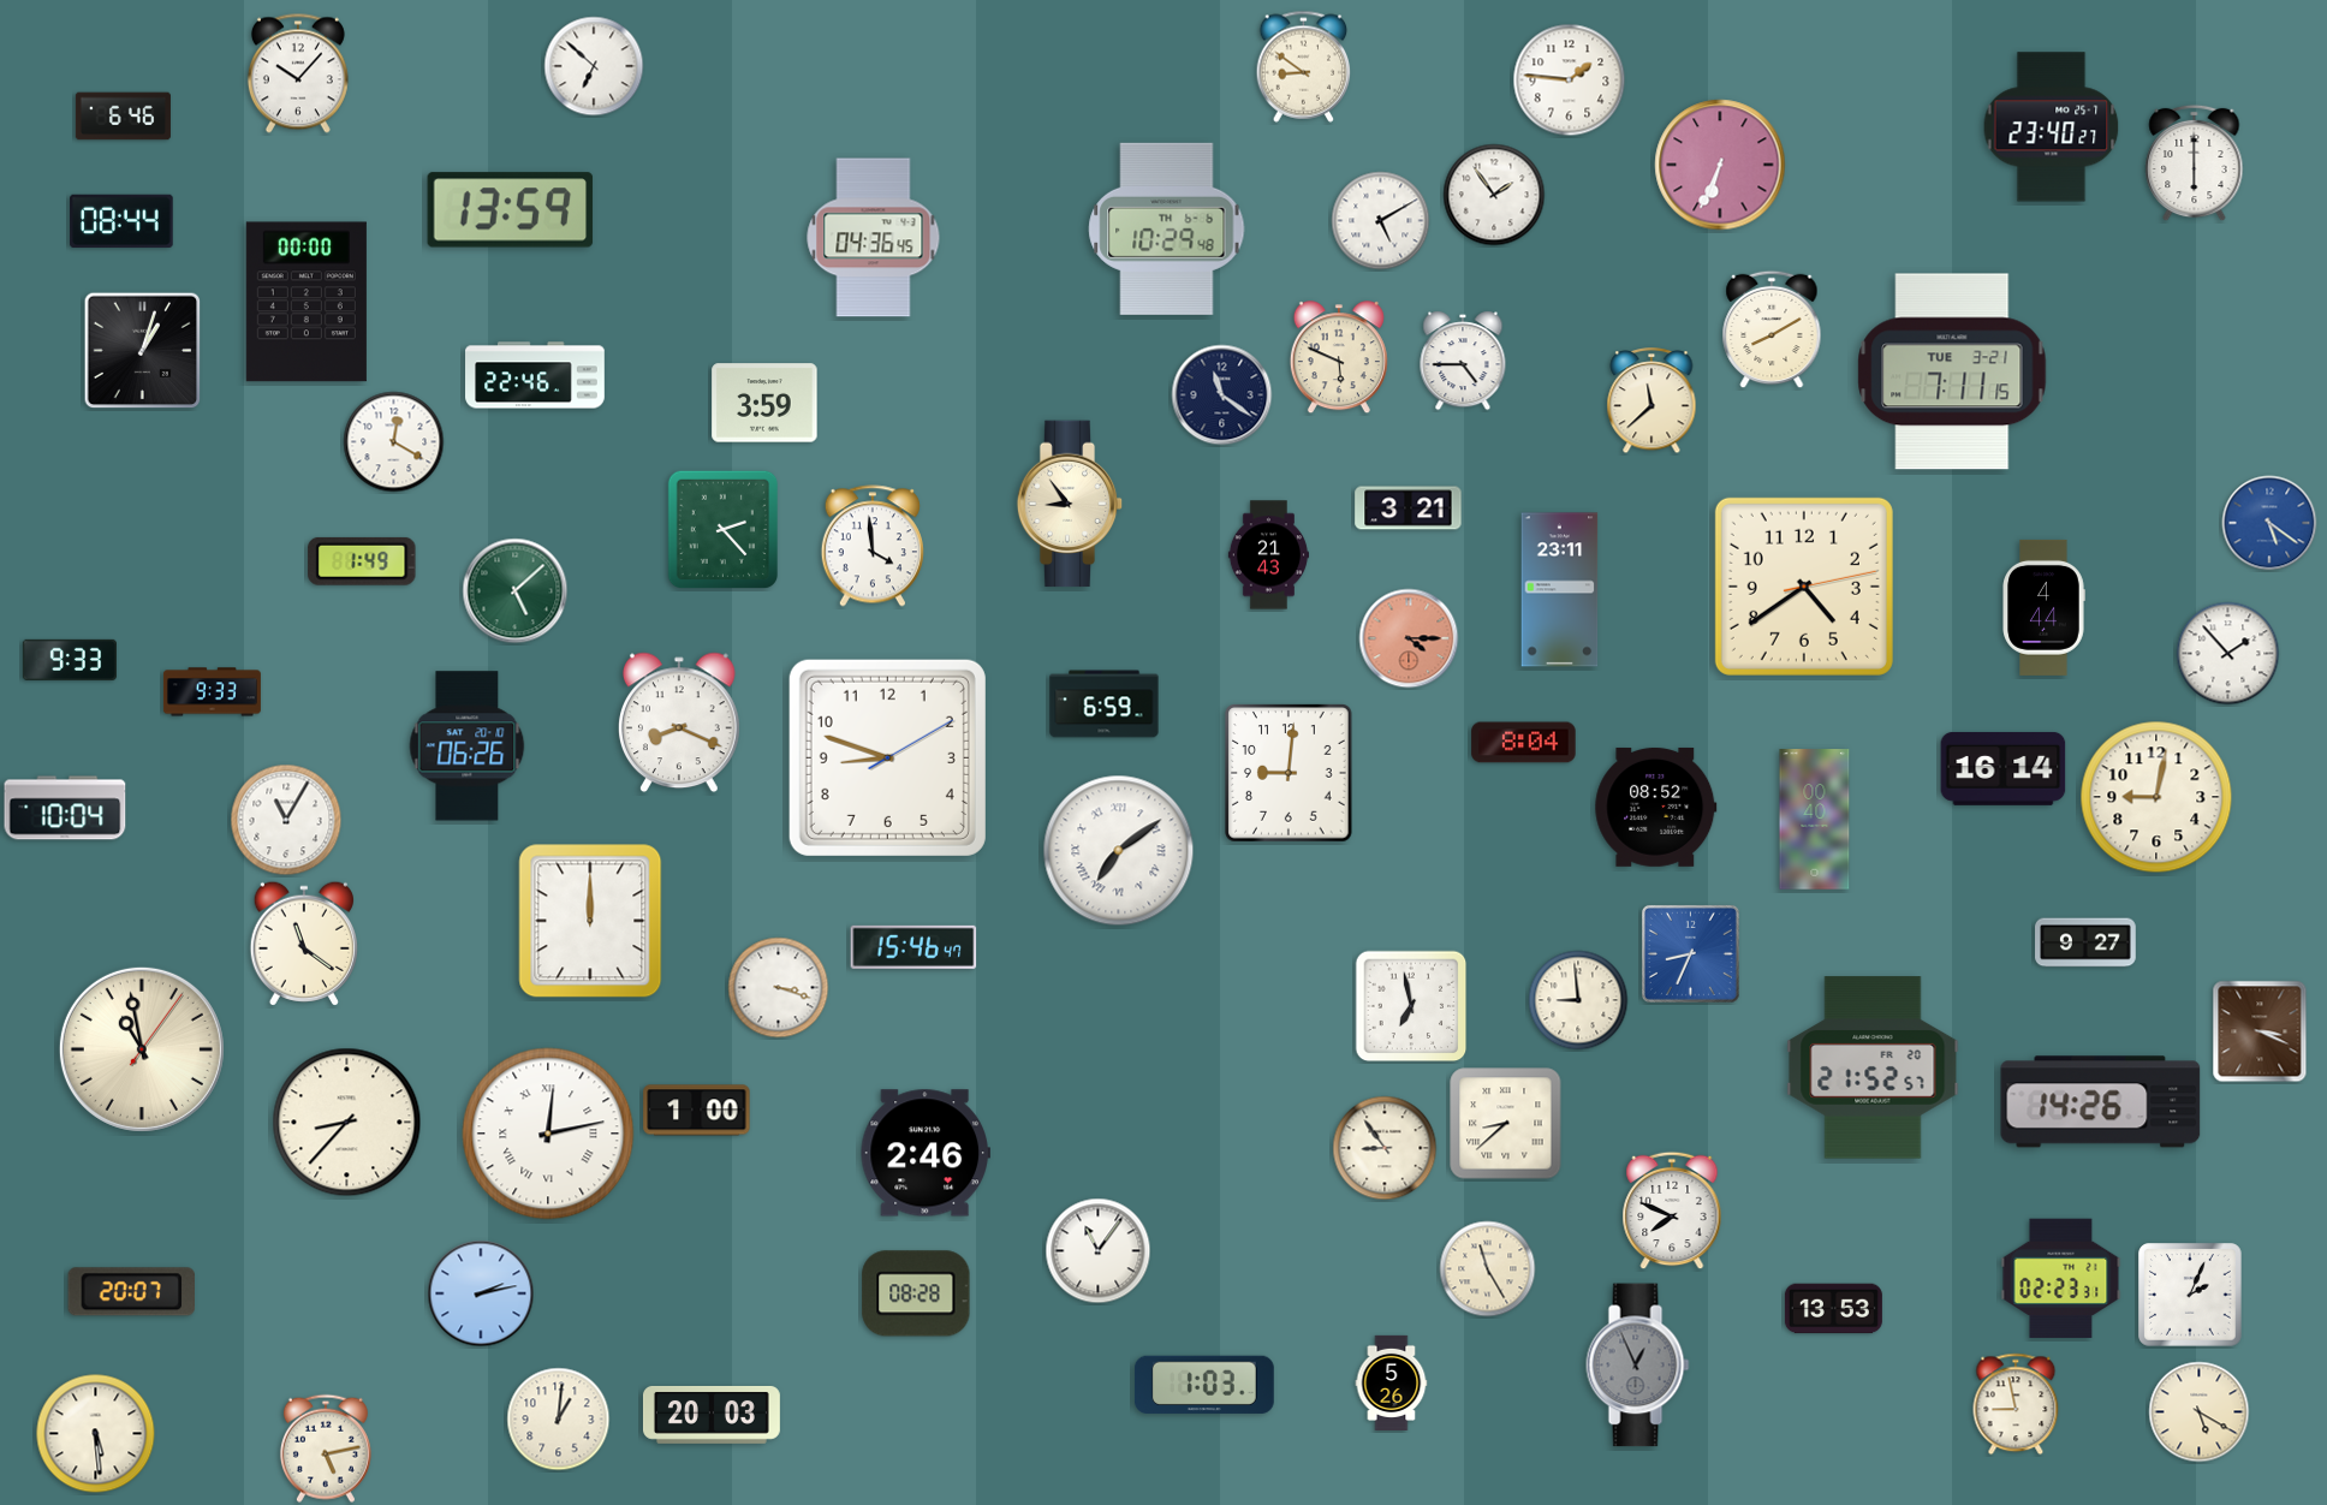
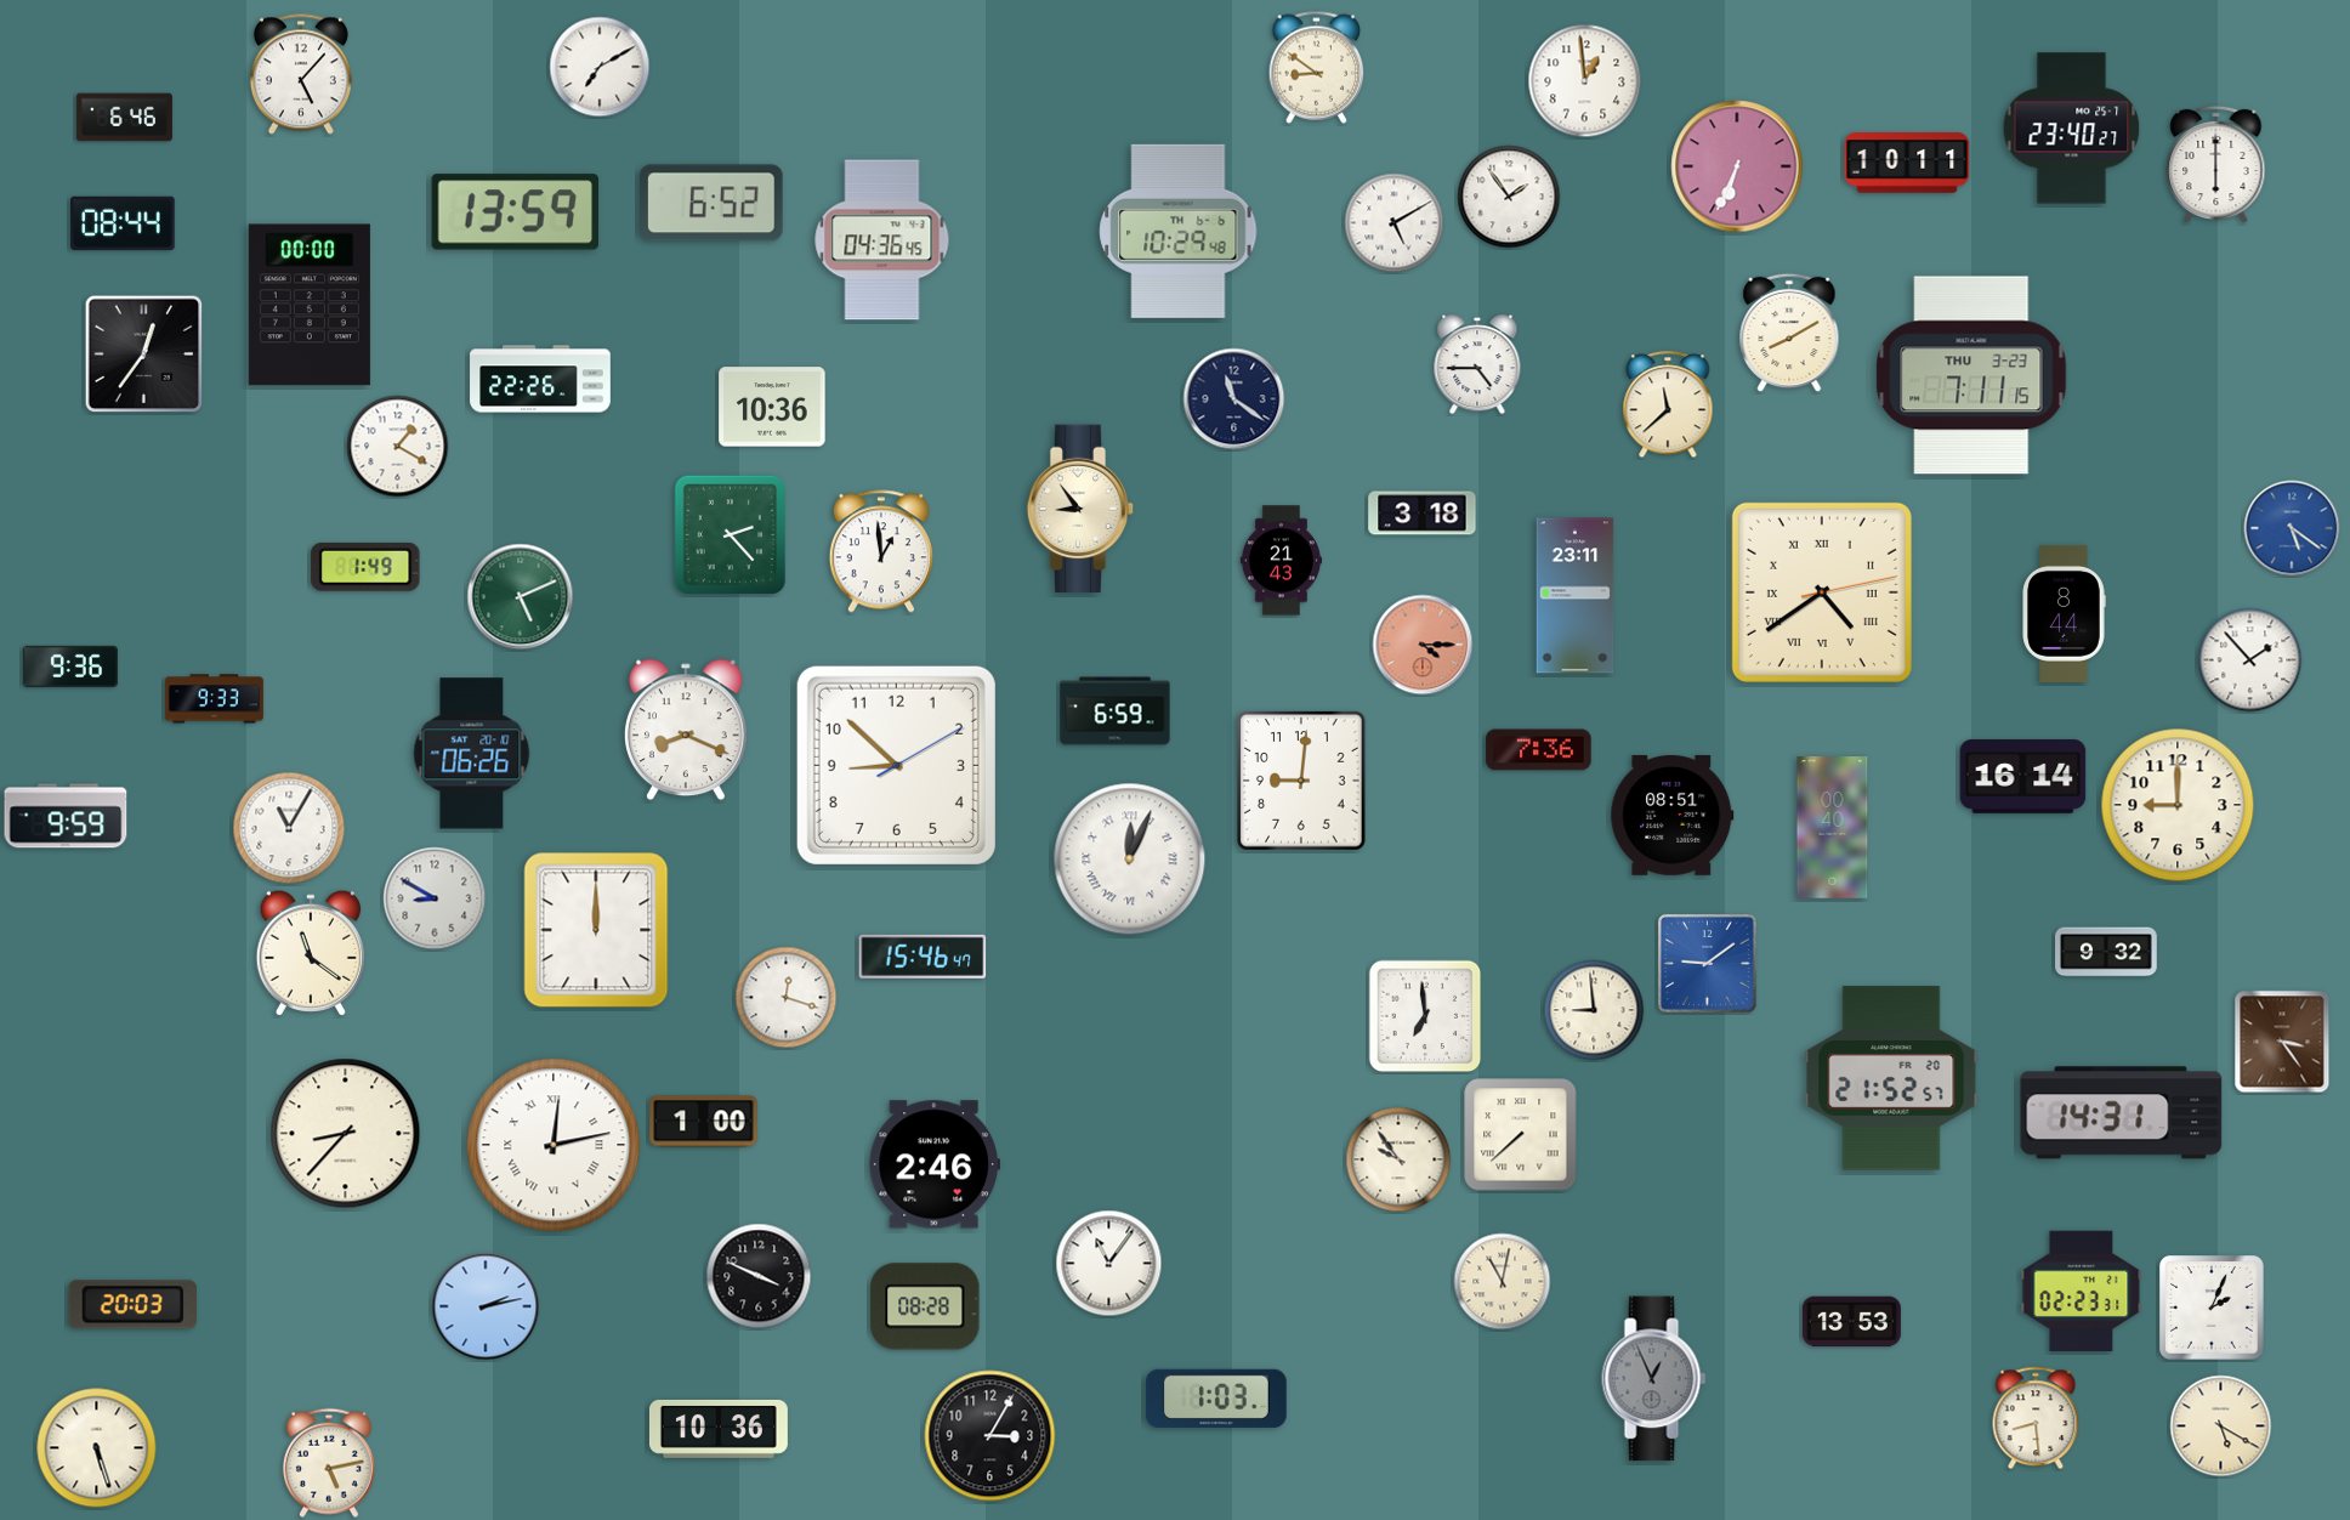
clock at (594, 66): 6:52 -> 7:10
clock at (298, 73): 10:07 -> 5:07
clock at (1570, 81): 1:46 -> 12:59
clock at (1907, 163): none -> 10:11
clock at (713, 203): none -> 6:52
clock at (143, 351): 1:03 -> 12:36
clock at (1339, 358): 5:49 -> none
clock at (1952, 371) date: TUE 3-21 -> THU 3-23
clock at (535, 375): 22:46 -> 22:26
clock at (764, 403): 3:59 -> 10:36
clock at (394, 442): 12:20 -> 1:20
clock at (1409, 508): 3:21 -> 3:18
clock at (873, 546): 3:59 -> 12:59
clock at (1804, 587) numerals: Arabic -> Roman
clock at (516, 591): 5:08 -> 5:11
clock at (2043, 607): 4:44 -> 8:44
clock at (70, 660): 9:33 -> 9:36
clock at (1524, 743): 8:04 -> 7:36
clock at (887, 757): 8:48 -> 8:52
clock at (2156, 797): 9:02 -> 9:00
clock at (1656, 807): 08:52 -> 08:51
clock at (65, 808): 10:04 -> 9:59
clock at (1119, 851): 7:09 -> 12:04
clock at (435, 898): none -> 8:50
clock at (2085, 942): 9:27 -> 9:32
clock at (303, 944) position: (303, 944) -> (310, 953)
clock at (1690, 953): 8:34 -> 9:09
clock at (779, 988): 3:18 -> 12:18
clock at (1411, 1006): 6:58 -> 6:59
clock at (2260, 1031): 3:19 -> 3:24
clock at (142, 1049): 10:58 -> none
clock at (2101, 1102): 14:26 -> 14:31
clock at (347, 1123) position: (347, 1123) -> (346, 1134)
clock at (1506, 1124): 8:38 -> 7:38
clock at (1385, 1148): 8:54 -> 9:54
clock at (1672, 1210): 7:49 -> none
clock at (759, 1276): none -> 3:49
clock at (1488, 1269): 11:25 -> 11:02
clock at (131, 1292): 20:07 -> 20:03
clock at (1392, 1382): 5:26 -> none
clock at (2016, 1404): 8:58 -> 8:29
clock at (712, 1415): 20:03 -> 10:36
clock at (559, 1420): 1:01 -> none
clock at (990, 1436): none -> 3:05
clock at (96, 1434): 5:29 -> 5:27
